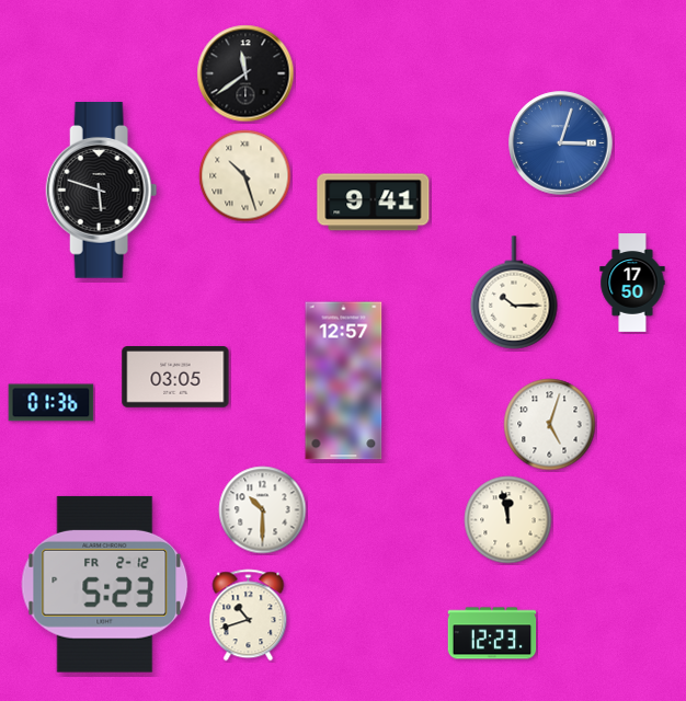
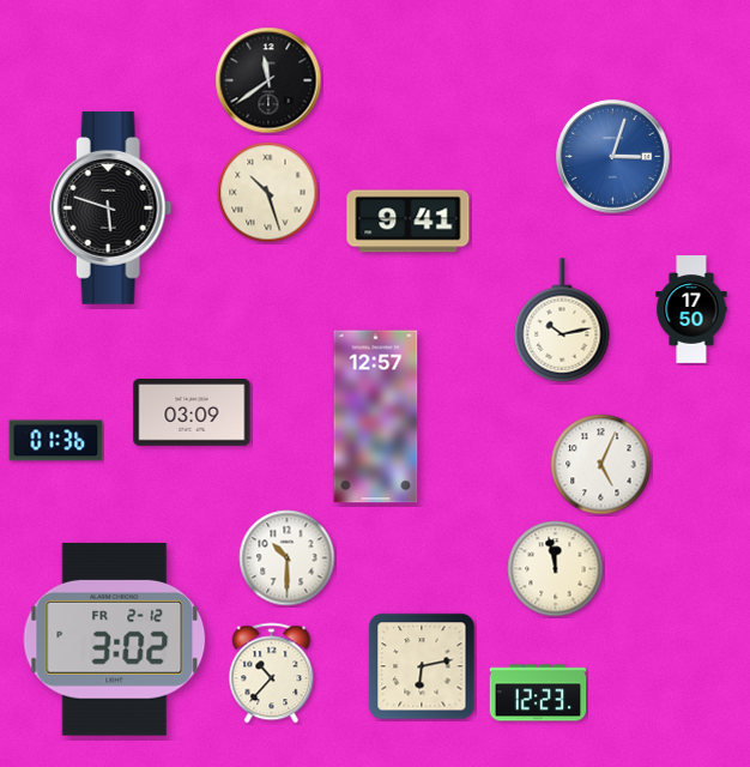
clock at (514, 292): 10:15 -> 10:13
clock at (175, 377): 03:05 -> 03:09
clock at (550, 425): 5:03 -> 5:04
clock at (105, 584): 5:23 -> 3:02
clock at (422, 666): none -> 6:13
clock at (249, 616): 10:42 -> 10:37
